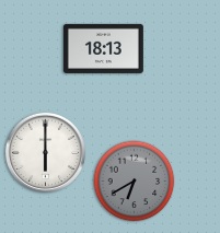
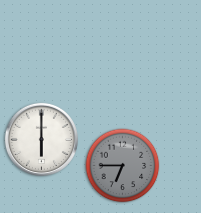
clock at (103, 48): 18:13 -> none
clock at (135, 182): 6:40 -> 6:45
